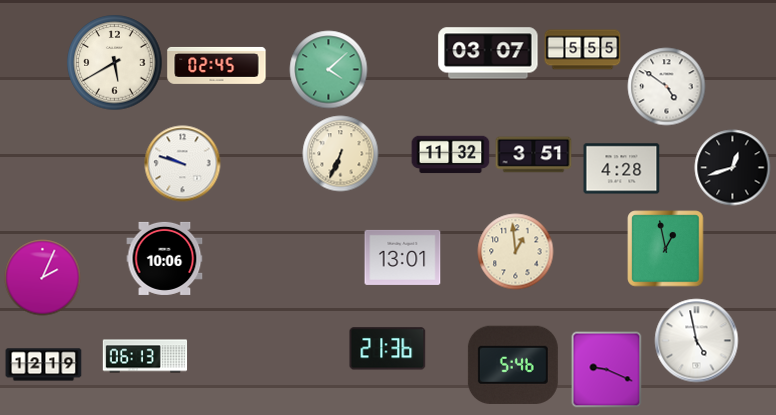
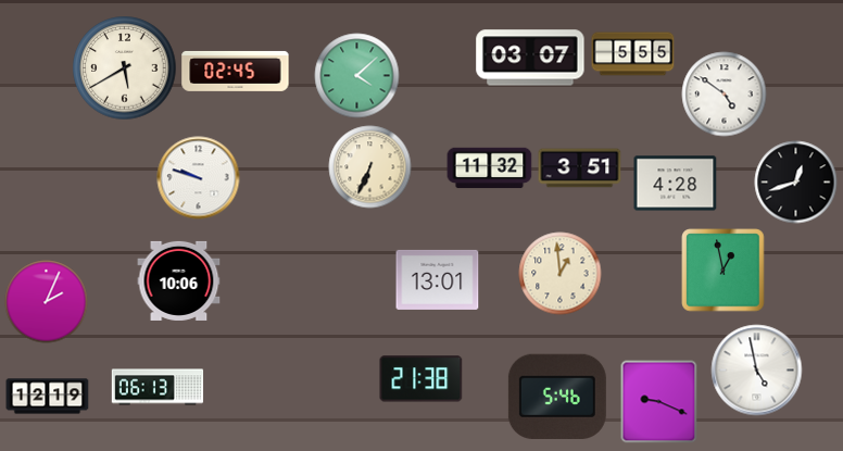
clock at (388, 349): 21:36 -> 21:38
